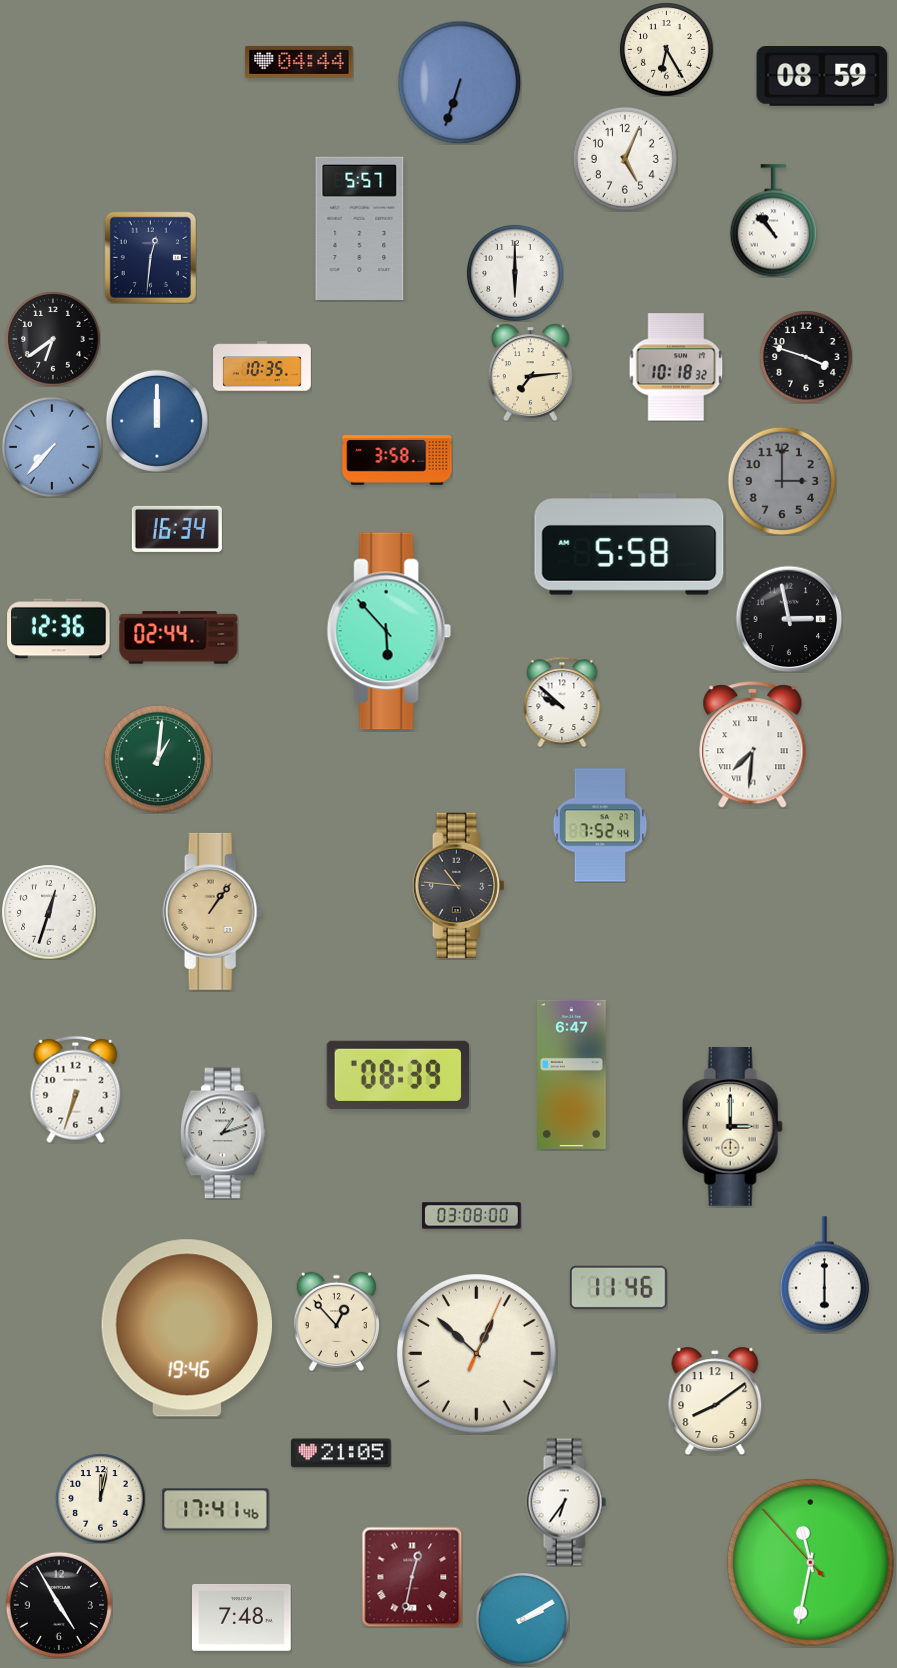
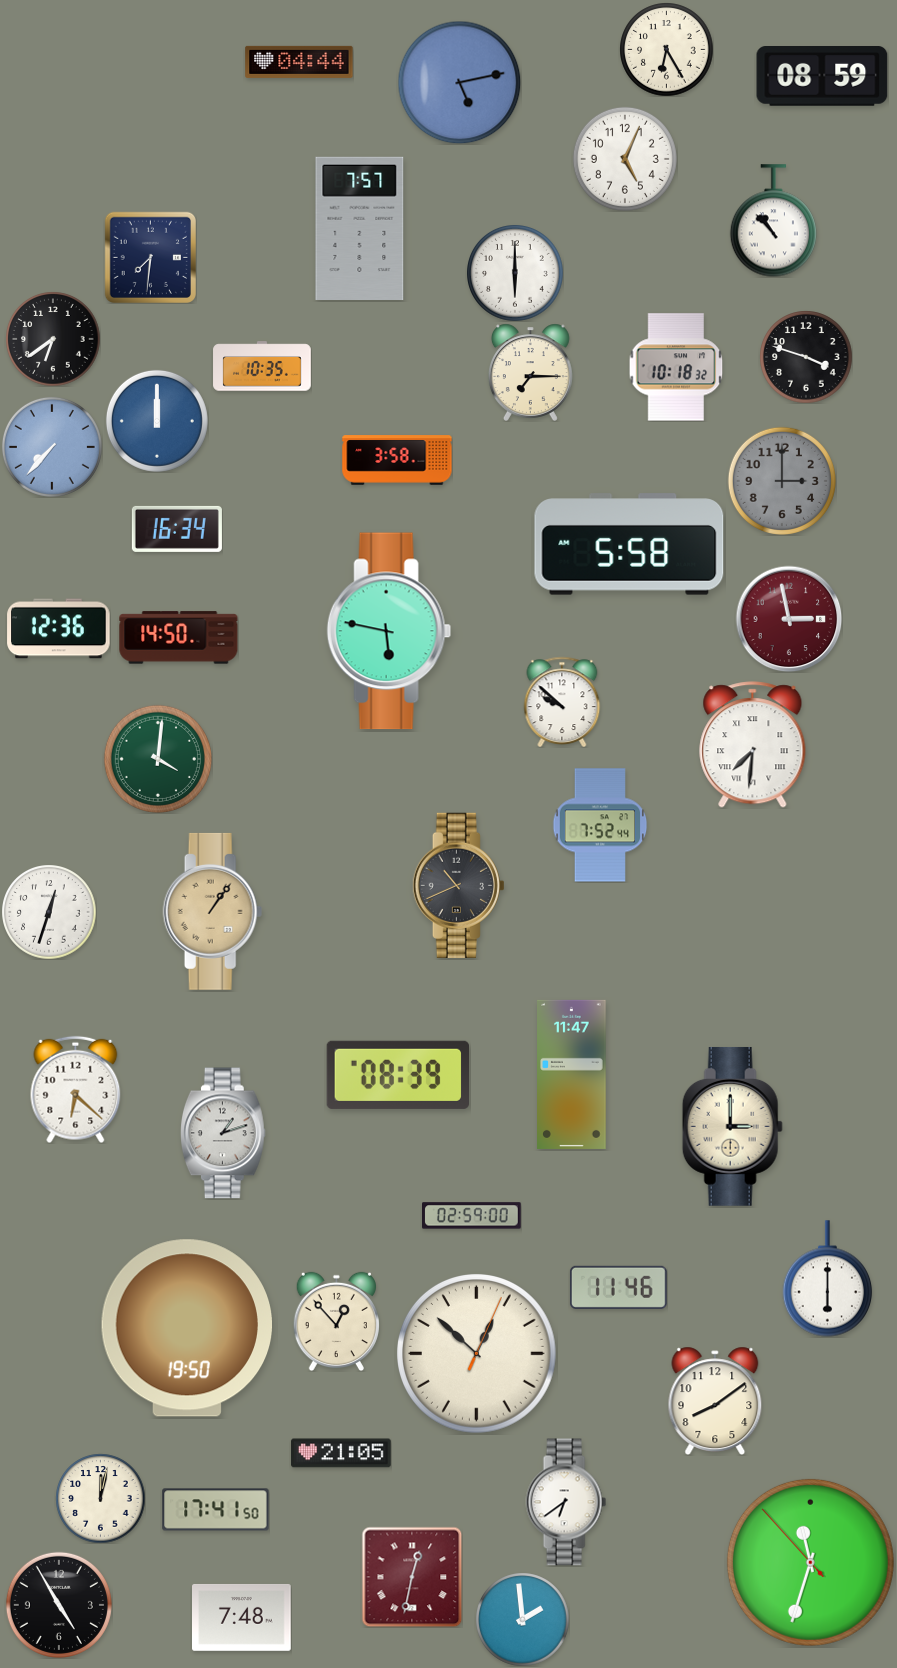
clock at (459, 82): 6:33 -> 5:13
clock at (360, 228): 5:57 -> 7:57
clock at (150, 257): 12:31 -> 7:31
clock at (530, 372): 7:14 -> 7:15
clock at (789, 619) dial: black -> burgundy
clock at (389, 631): 5:53 -> 5:47
clock at (179, 638): 02:44 -> 14:50
clock at (158, 759): 1:01 -> 4:01
clock at (458, 885): 10:46 -> 10:41
clock at (572, 1074): 6:47 -> 11:47
clock at (76, 1089): 6:33 -> 6:22
clock at (472, 1216): 03:08 -> 02:59
clock at (825, 1275) position: (825, 1275) -> (828, 1279)
clock at (187, 1328): 19:46 -> 19:50
clock at (566, 1502): 6:36 -> 6:39
clock at (216, 1510): 17:41:46 -> 17:41:50
clock at (810, 1562): 11:31 -> 11:32
clock at (522, 1619): 2:10 -> 1:59
